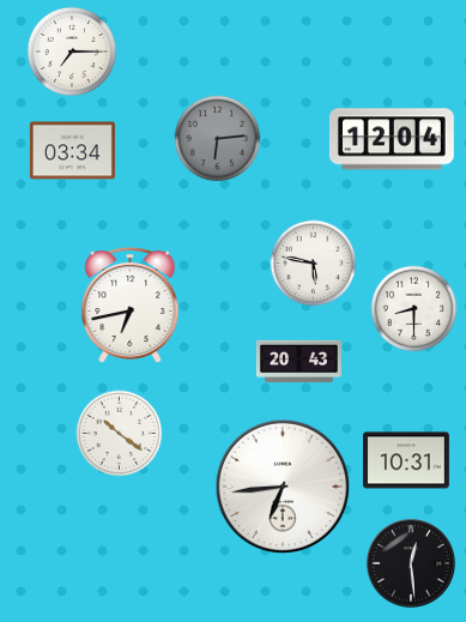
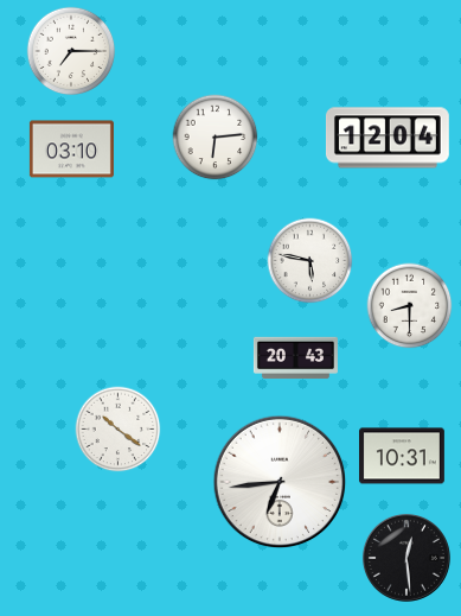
clock at (218, 139) dial: grey -> white
clock at (72, 151): 03:34 -> 03:10
clock at (131, 306): 6:43 -> none
